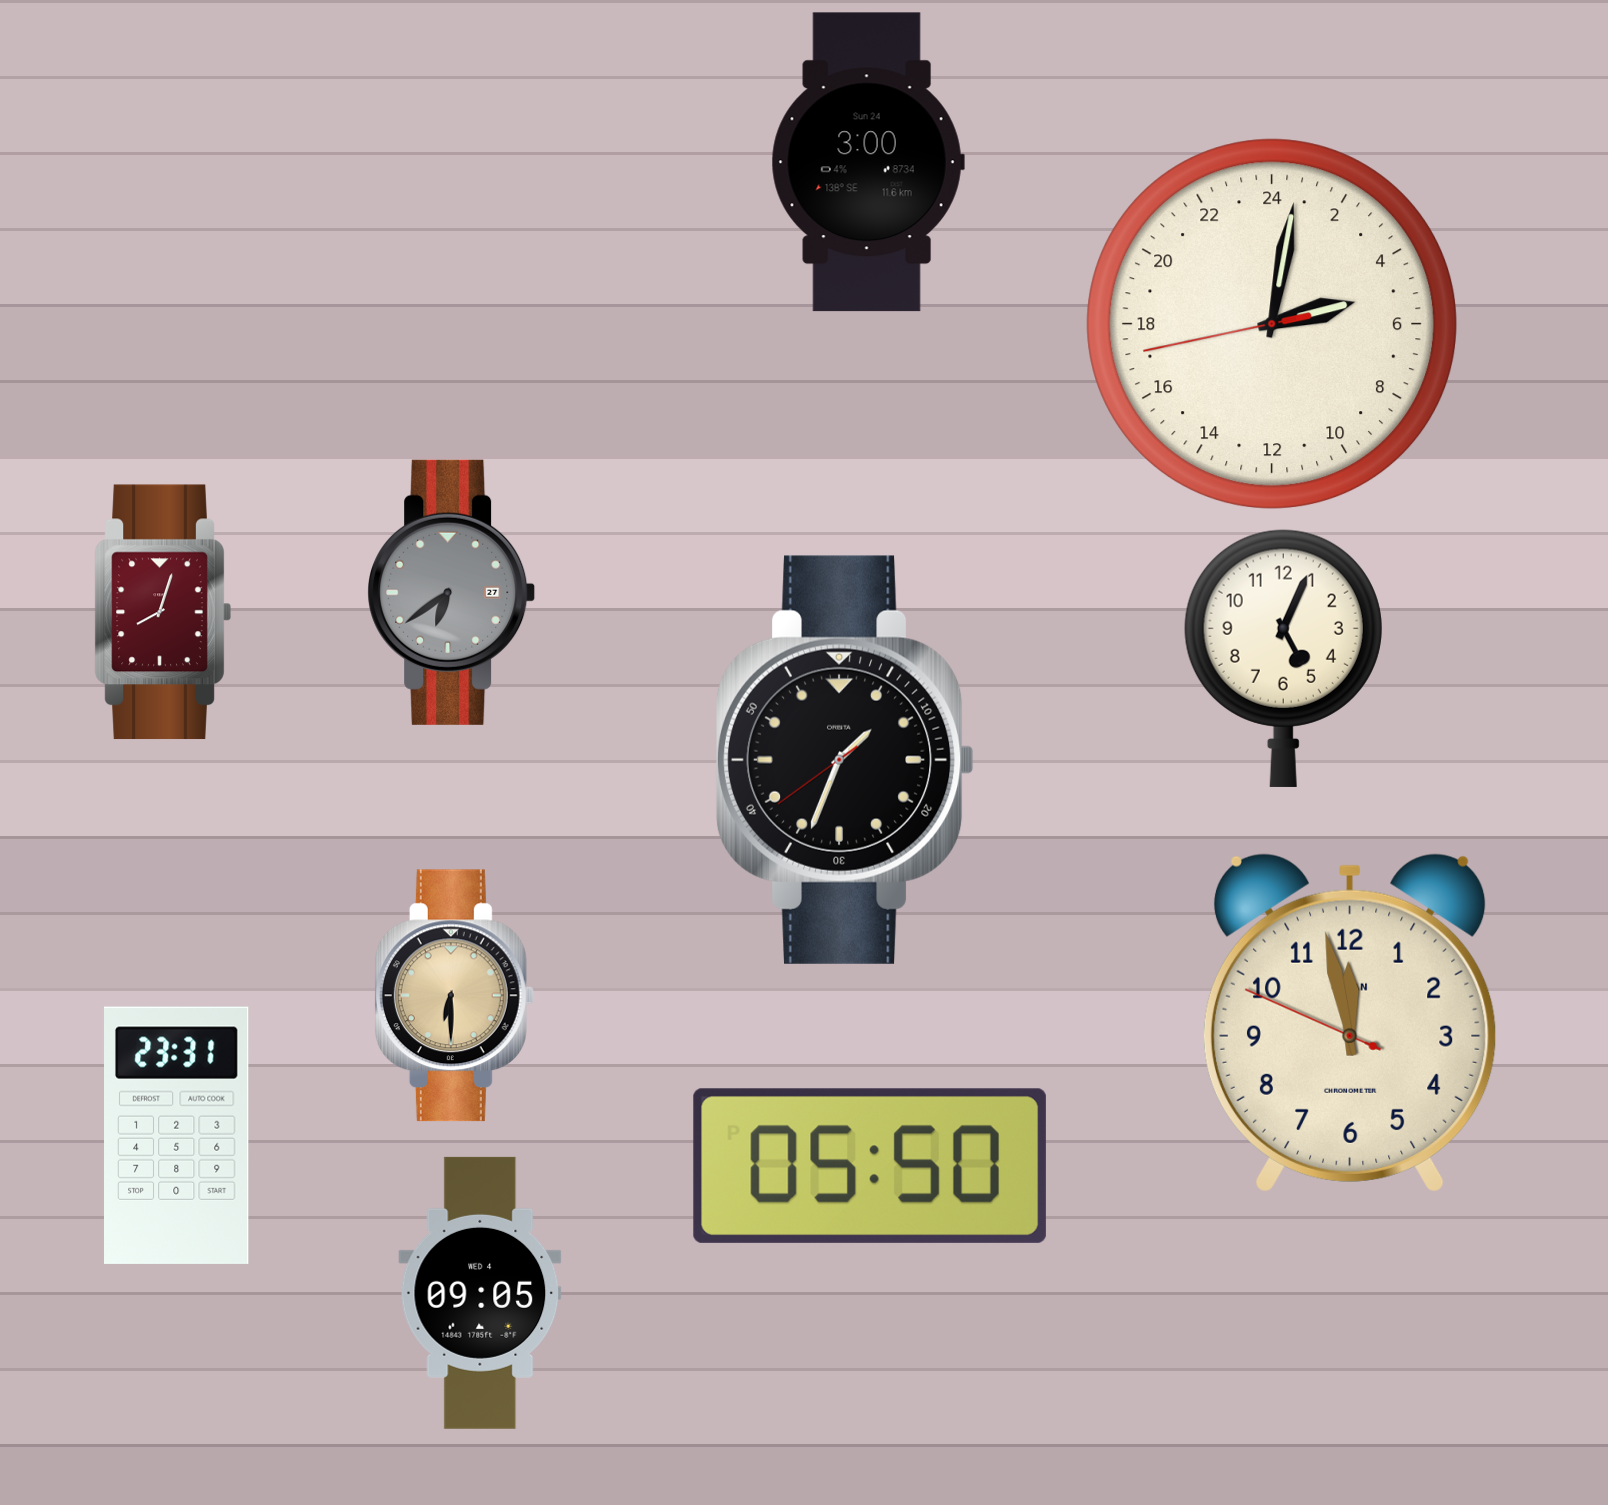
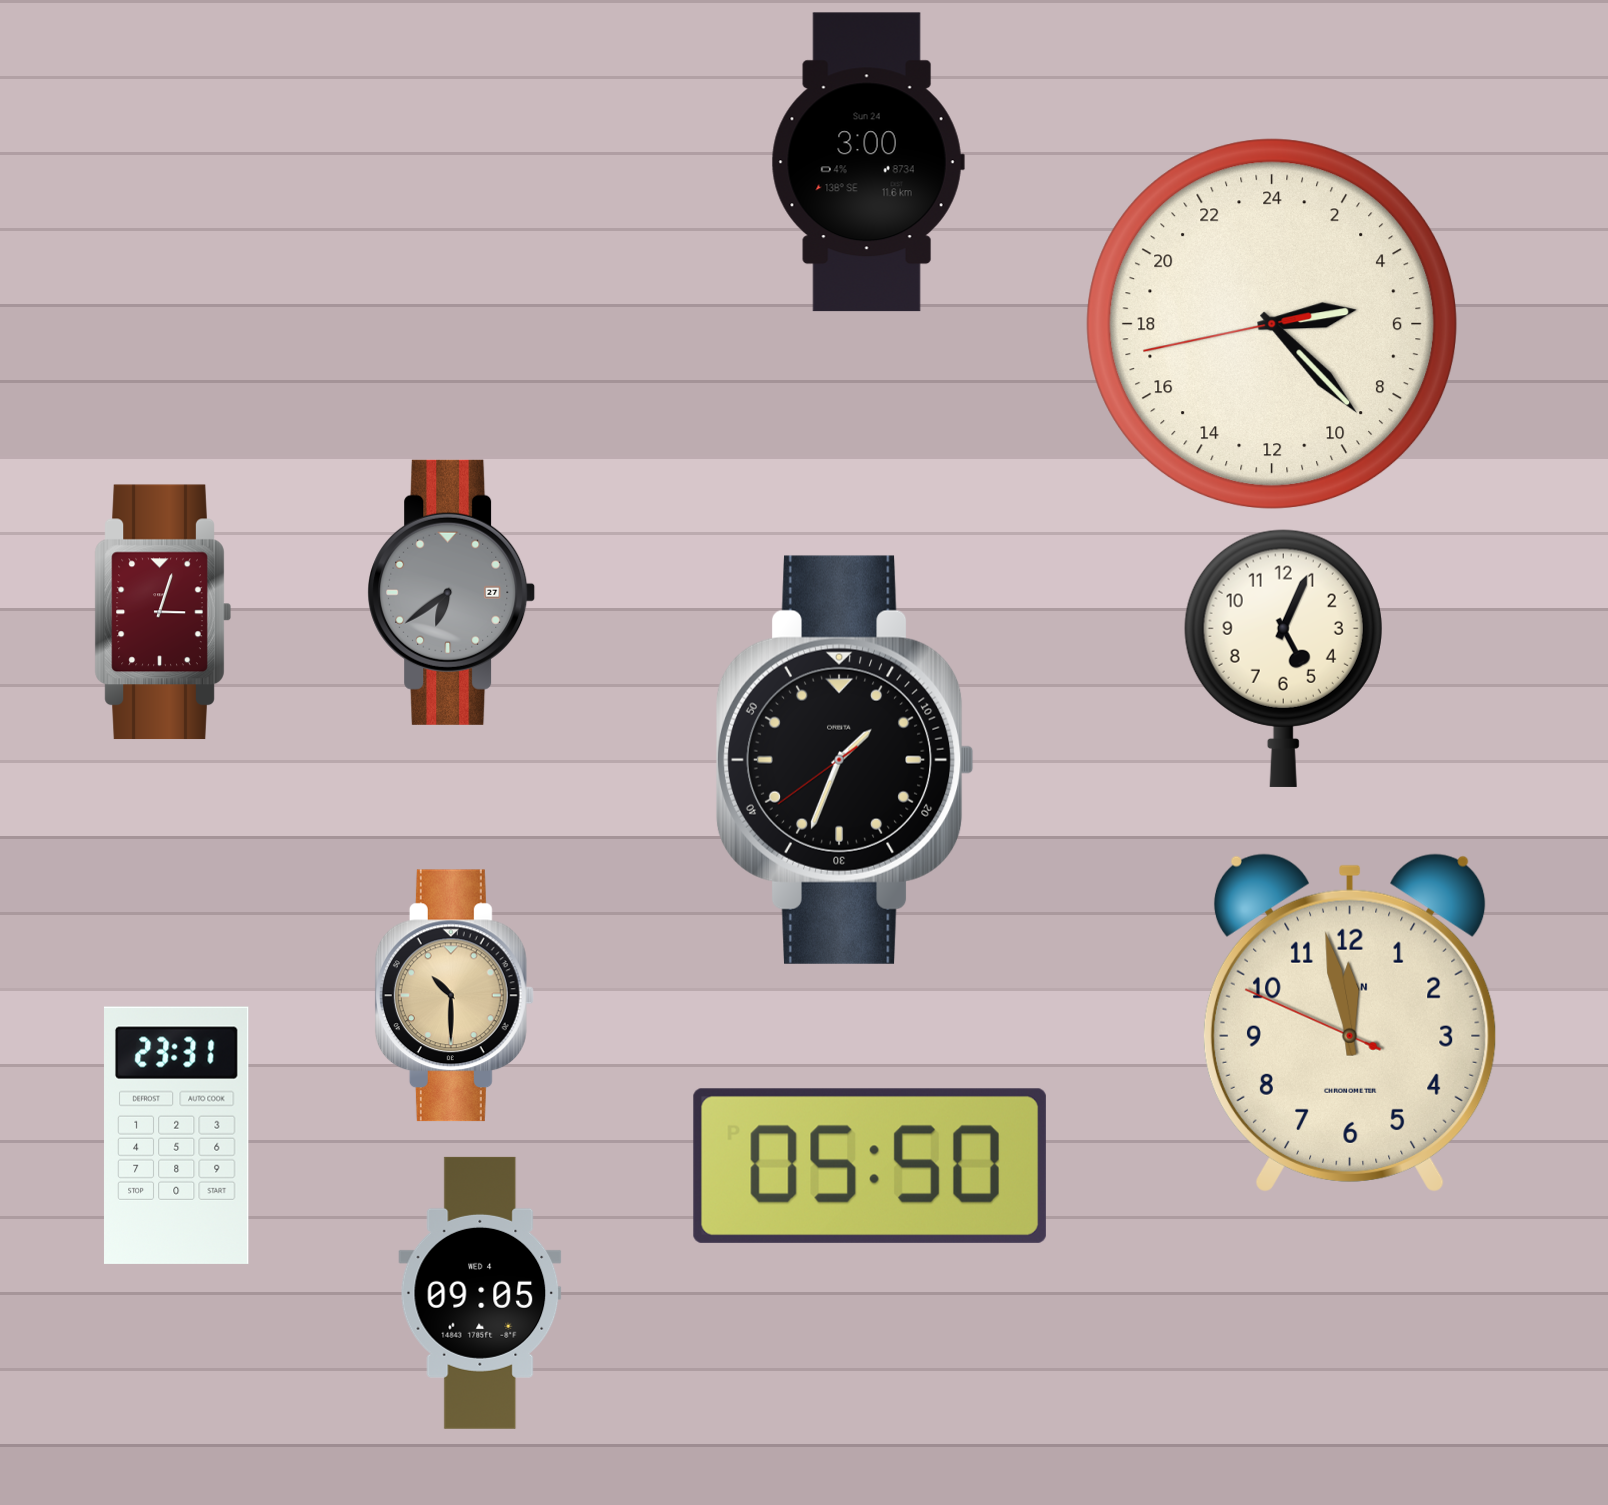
clock at (1272, 324): 5:01 -> 5:22
clock at (163, 612): 8:03 -> 3:03
clock at (454, 996): 6:30 -> 10:30
